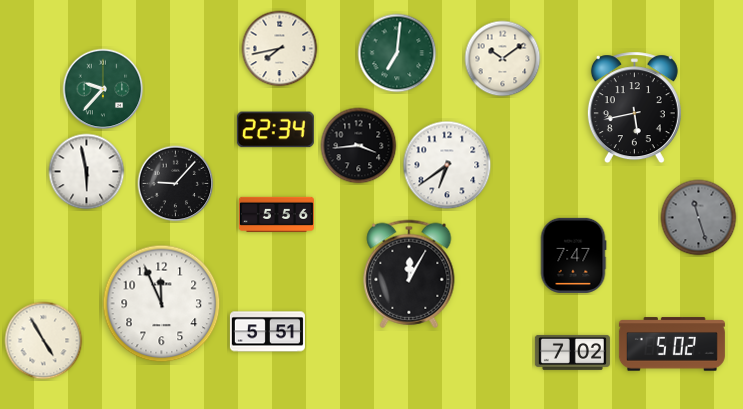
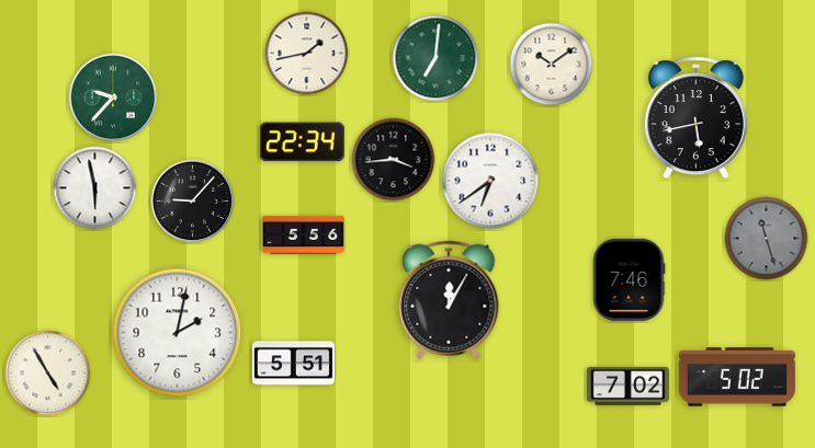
clock at (280, 49): 7:43 -> 1:43
clock at (573, 255): 7:47 -> 7:46
clock at (162, 304): 11:56 -> 2:02
